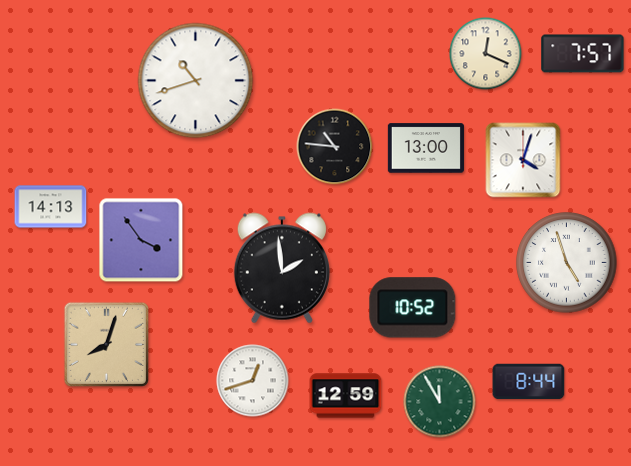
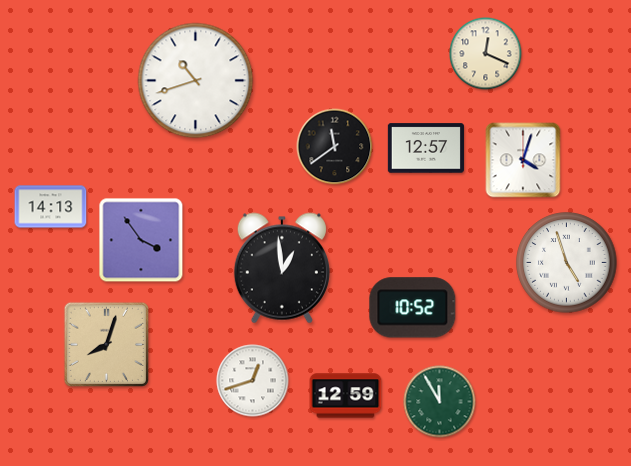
clock at (583, 54): 7:57 -> none
clock at (335, 147): 10:46 -> 11:39
clock at (426, 148): 13:00 -> 12:57
clock at (282, 268): 1:59 -> 12:59
clock at (529, 382): 8:44 -> none
